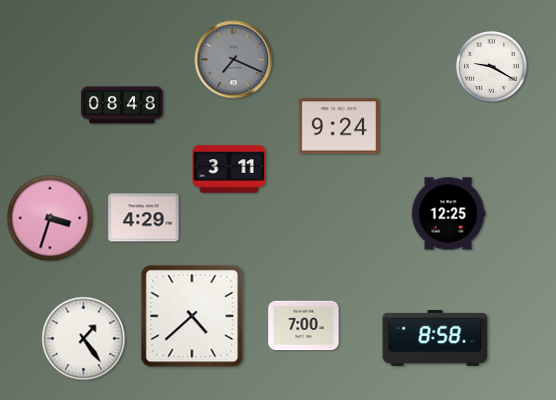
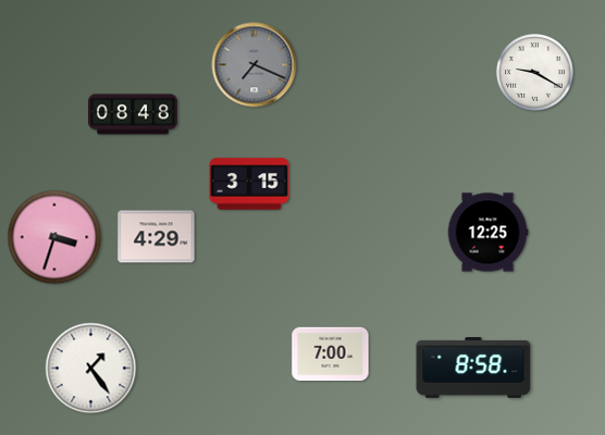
clock at (339, 126): 9:24 -> none
clock at (229, 169): 3:11 -> 3:15
clock at (192, 316): 4:38 -> none
